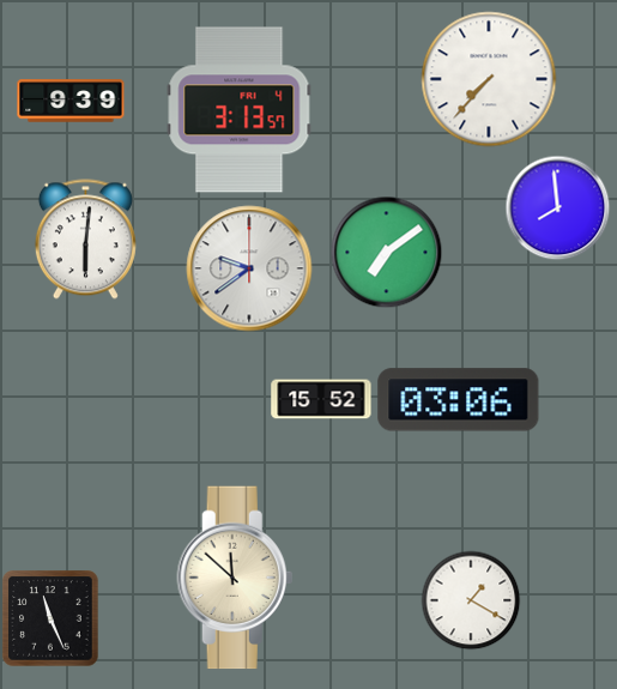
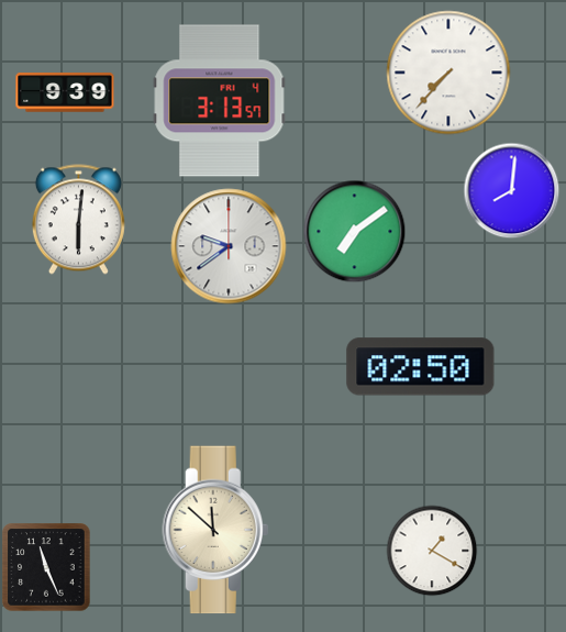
clock at (557, 207): 7:59 -> 8:01
clock at (321, 399): 15:52 -> none
clock at (459, 400): 03:06 -> 02:50
